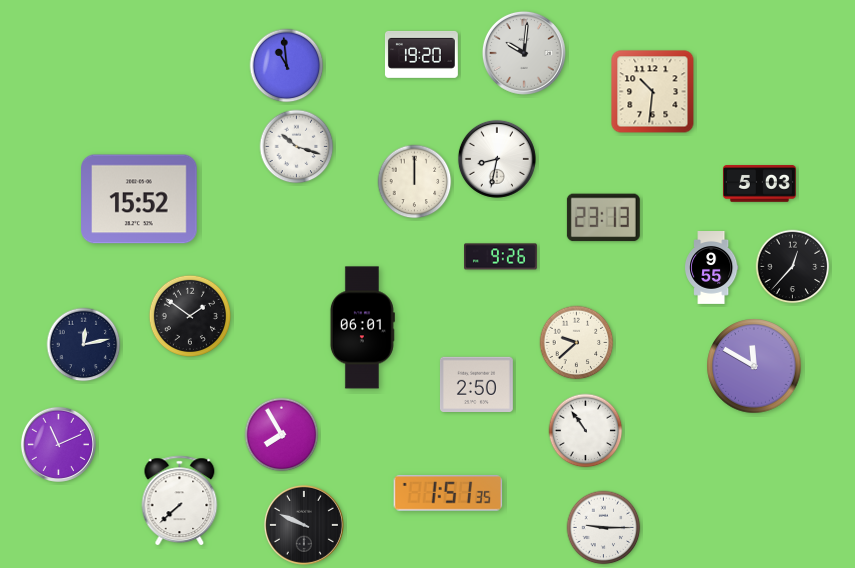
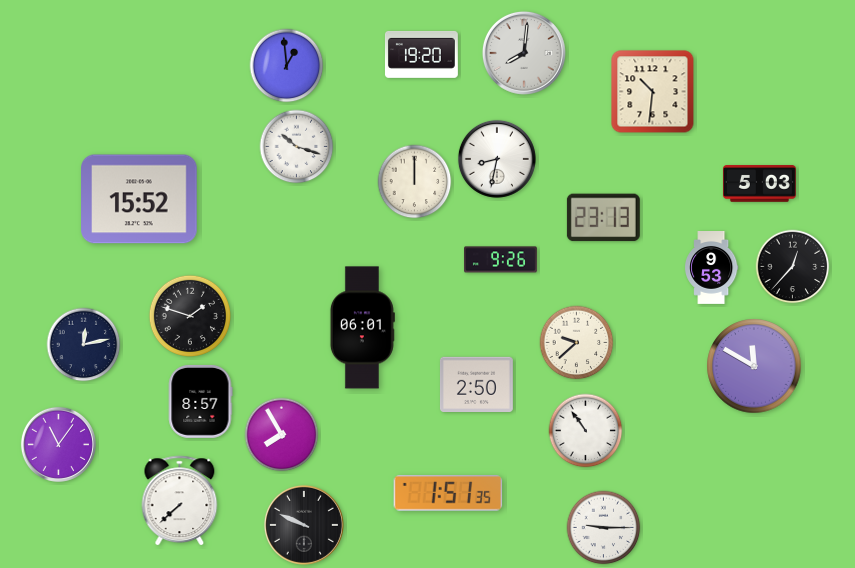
clock at (524, 53): 10:01 -> 8:01
clock at (287, 66): 10:59 -> 12:59
clock at (501, 257) position: (501, 257) -> (501, 260)
clock at (712, 268): 9:55 -> 9:53
clock at (190, 316): 1:51 -> 1:48
clock at (200, 401): none -> 8:57
clock at (58, 444): 11:11 -> 11:06
